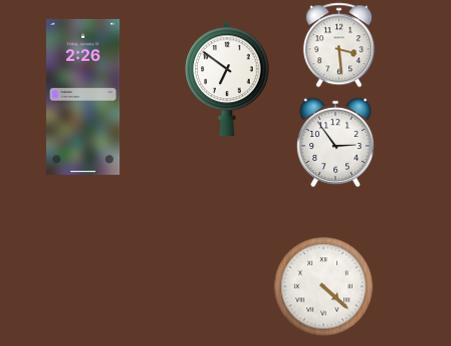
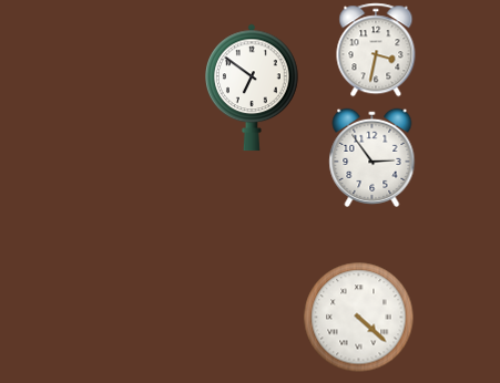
clock at (339, 45): 3:29 -> 3:32
clock at (83, 97): 2:26 -> none
